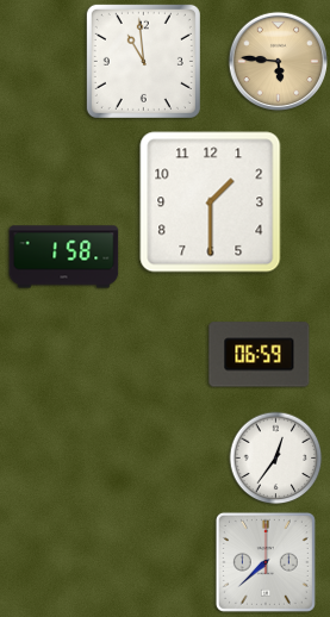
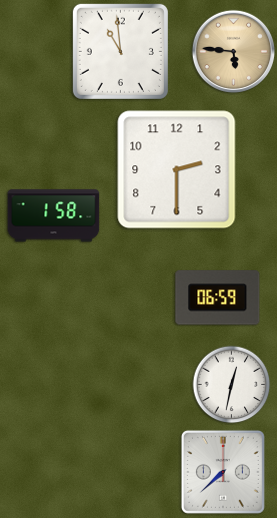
clock at (211, 202): 1:30 -> 2:30
clock at (276, 459): 12:36 -> 12:32
